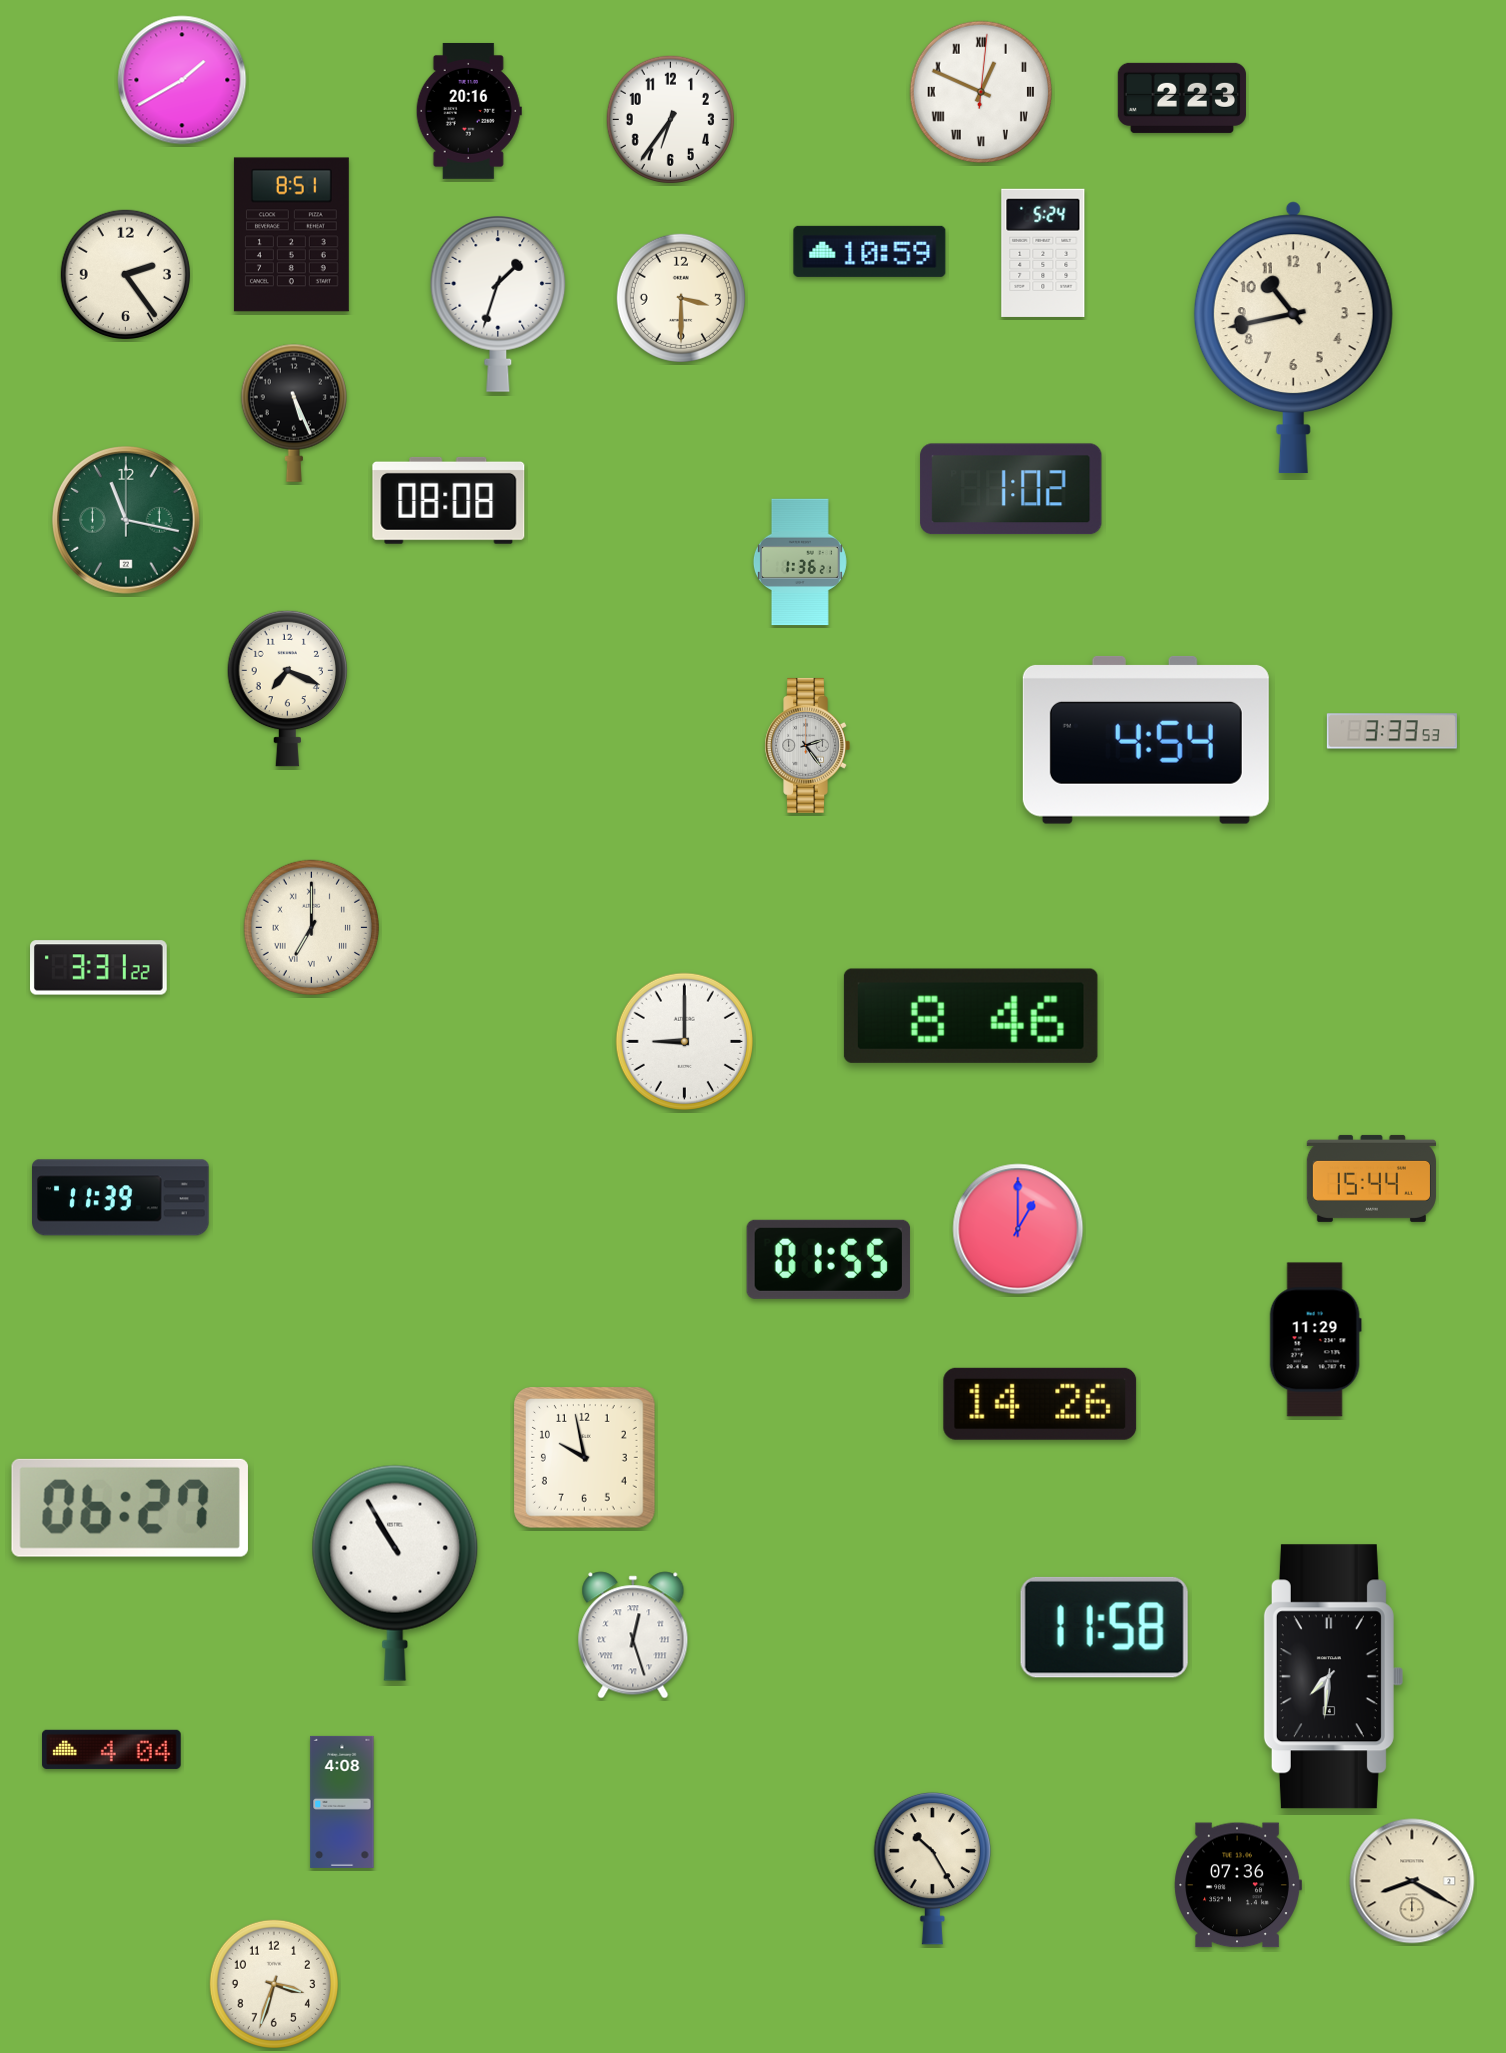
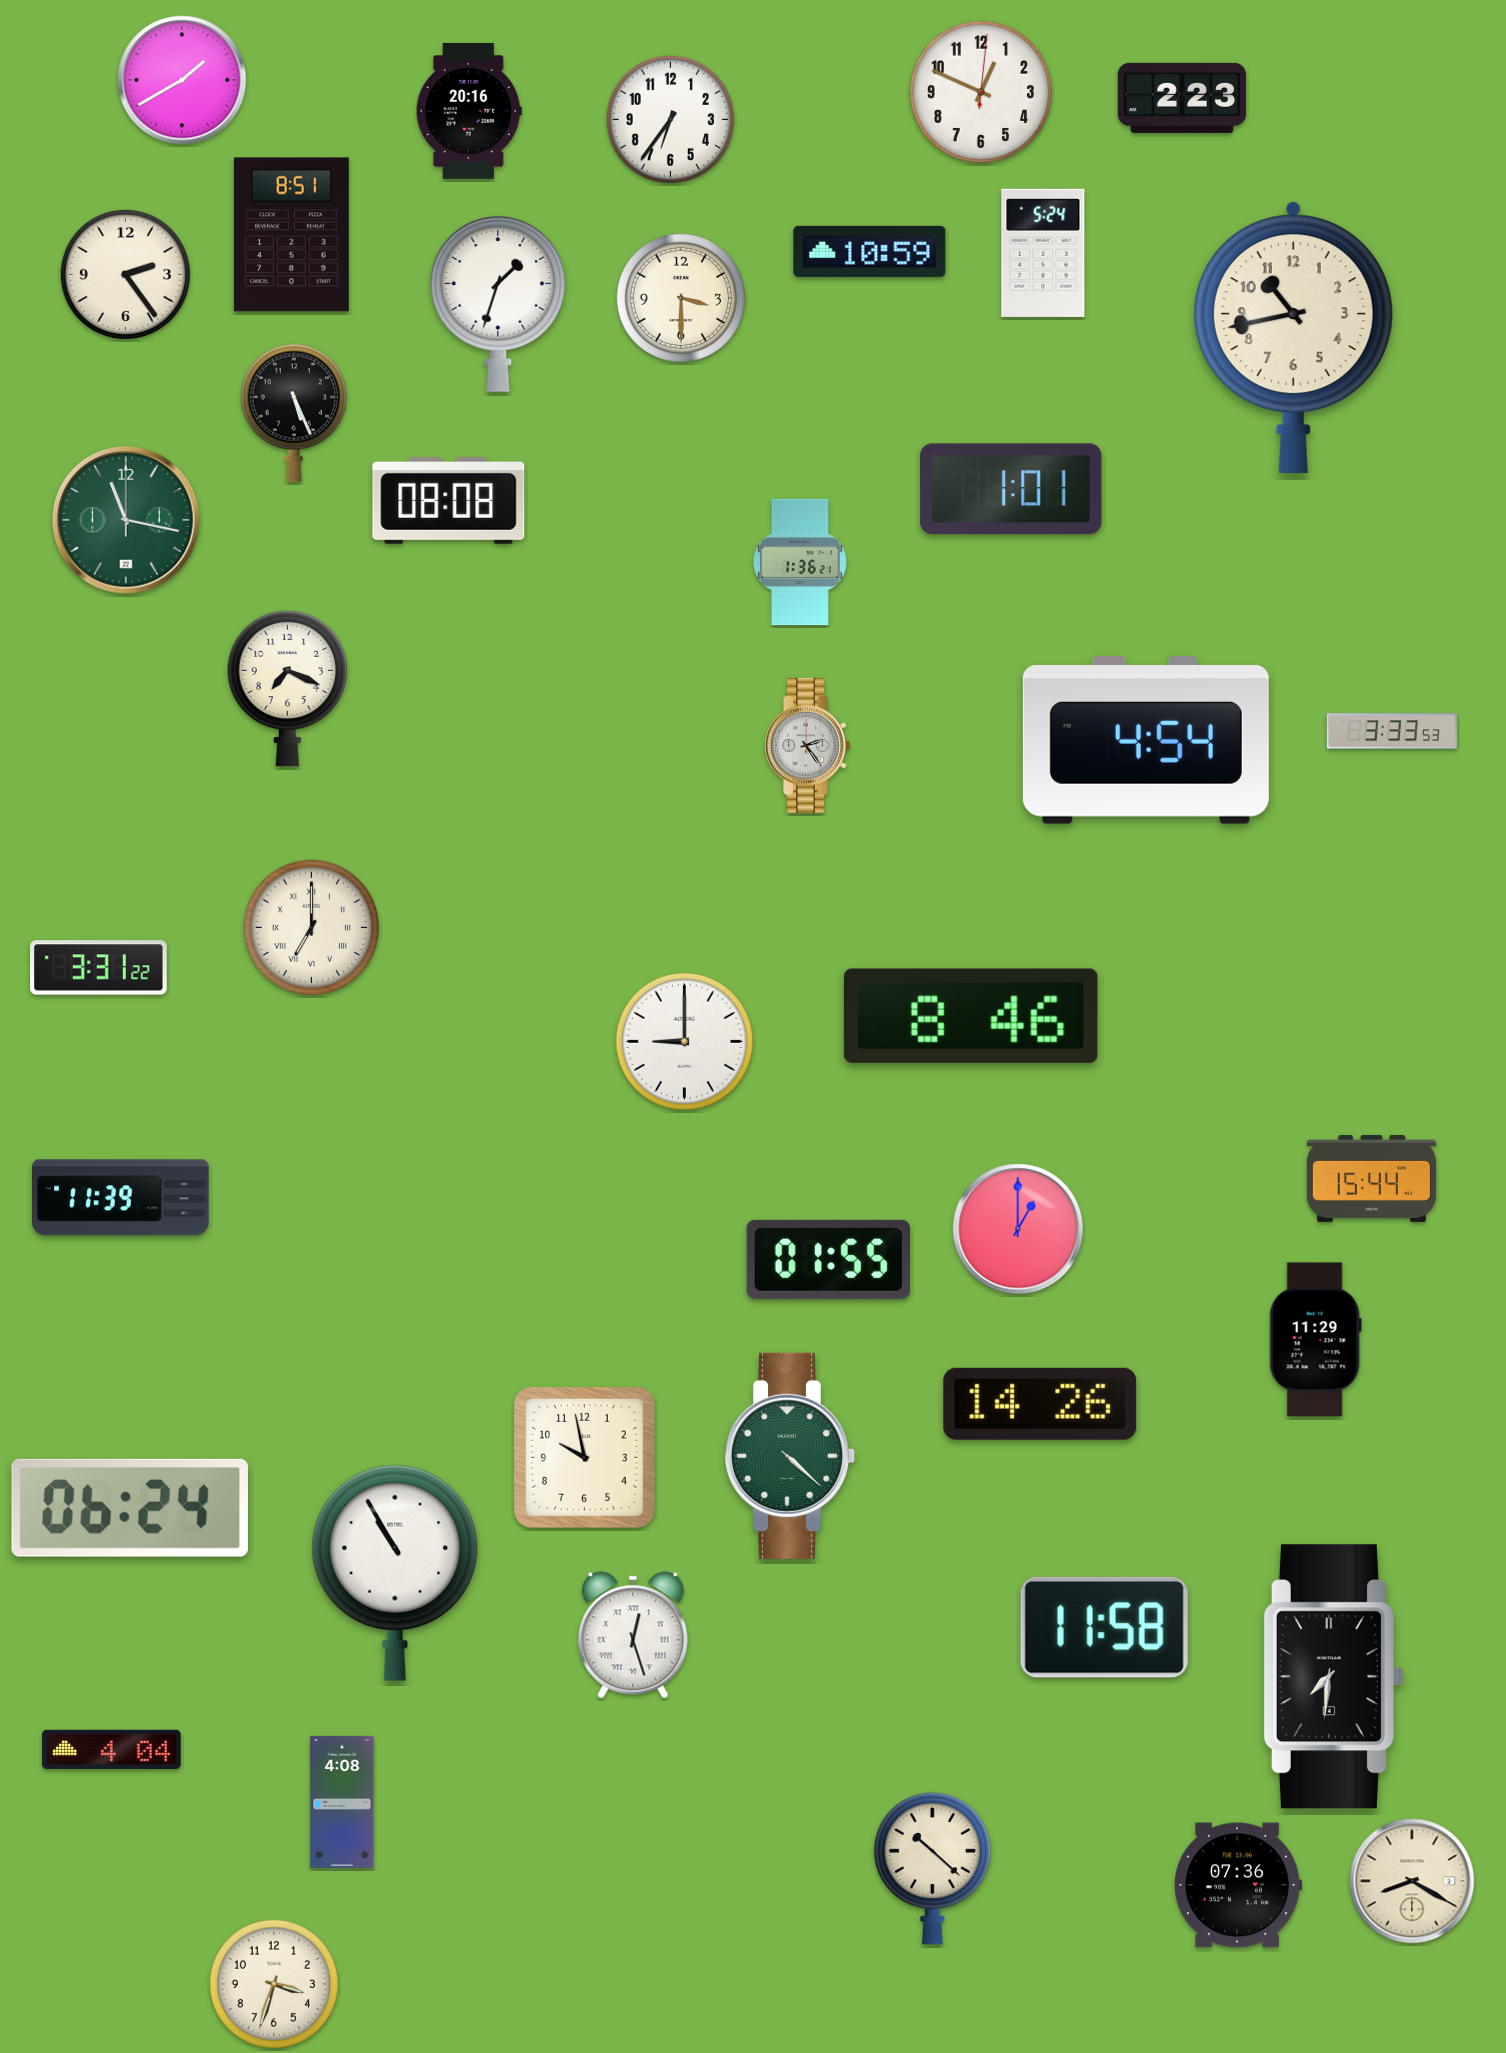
clock at (980, 91) numerals: Roman -> Arabic
clock at (1011, 489): 1:02 -> 1:01
clock at (789, 1456): none -> 4:22
clock at (130, 1508): 06:27 -> 06:24
clock at (932, 1868): 10:25 -> 10:22
